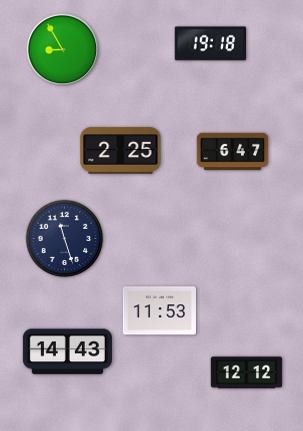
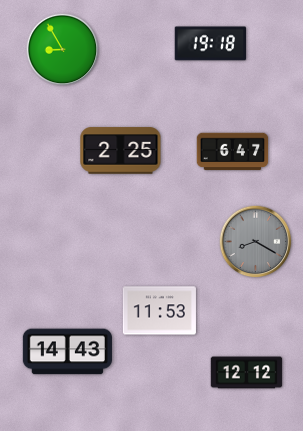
clock at (65, 239): 11:27 -> none
clock at (256, 242): none -> 8:20
